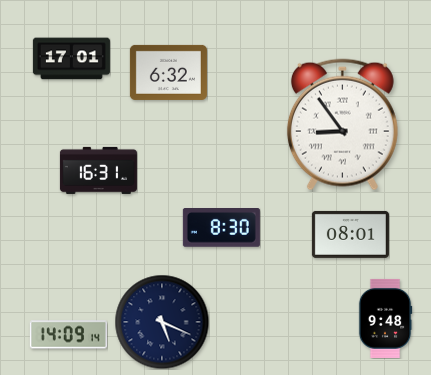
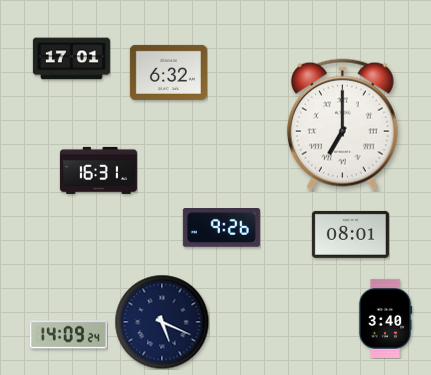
clock at (342, 125): 8:54 -> 7:00
clock at (221, 228): 8:30 -> 9:26
clock at (385, 318): 9:48 -> 3:40
clock at (68, 335): 14:09:14 -> 14:09:24
